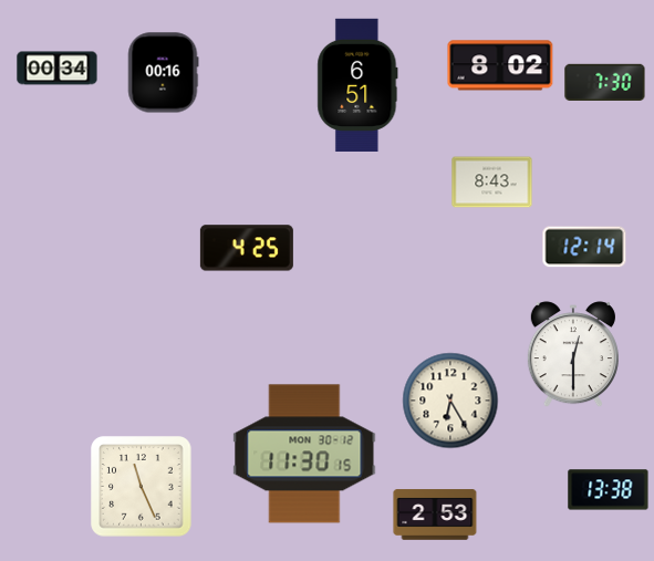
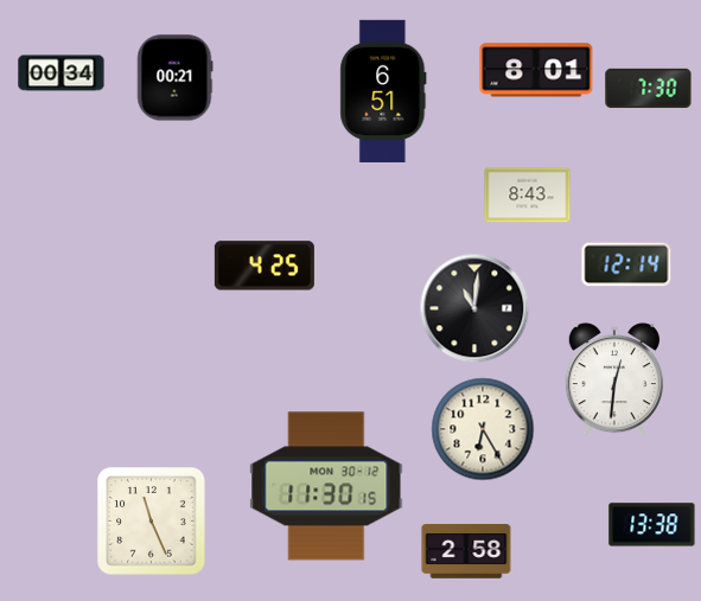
clock at (500, 65): 8:02 -> 8:01
clock at (163, 73): 00:16 -> 00:21
clock at (474, 308): none -> 11:01
clock at (573, 355): 12:30 -> 12:31
clock at (435, 515): 2:53 -> 2:58
